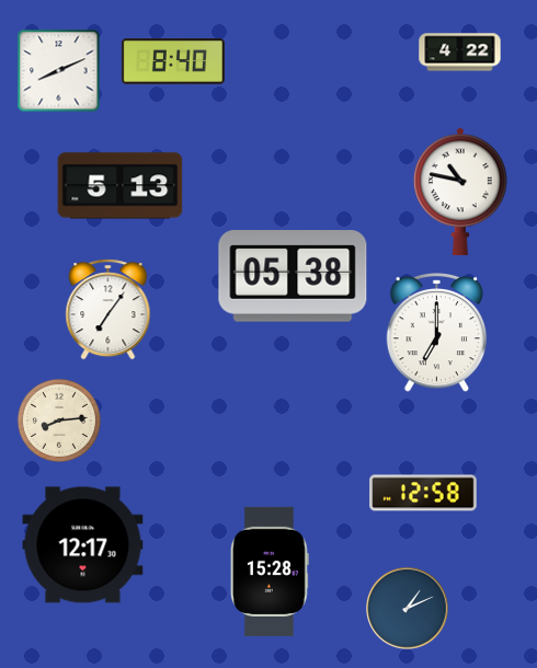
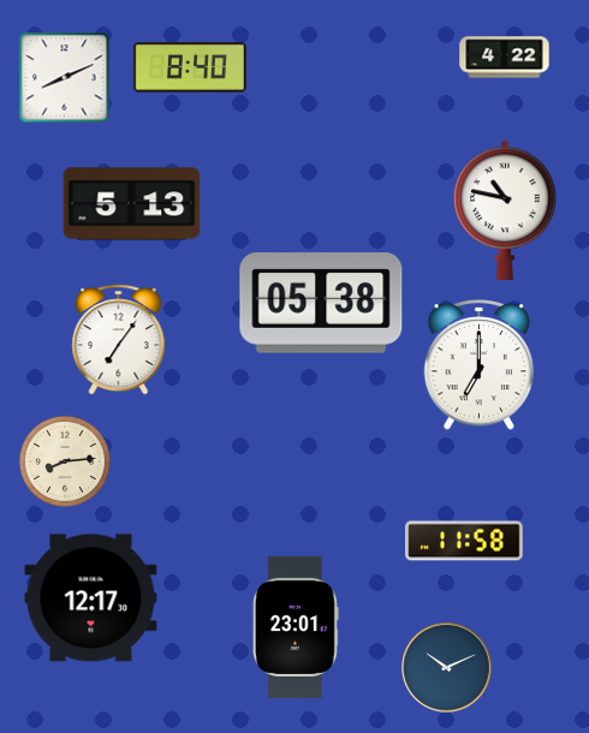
clock at (423, 493): 12:58 -> 11:58
clock at (270, 571): 15:28 -> 23:01
clock at (408, 609): 1:11 -> 10:11
